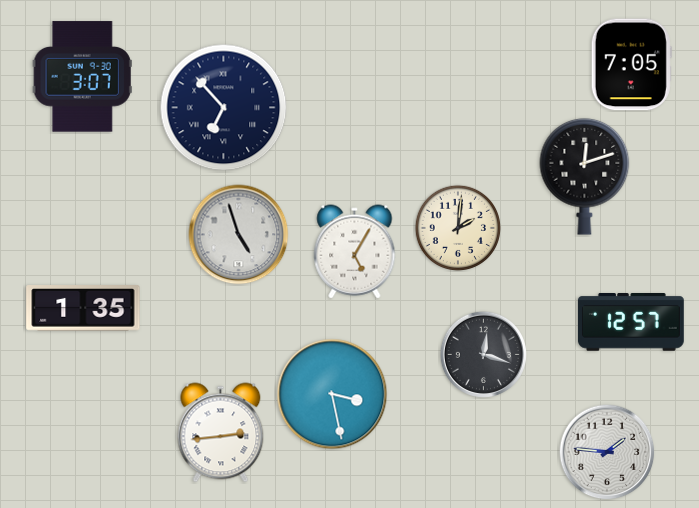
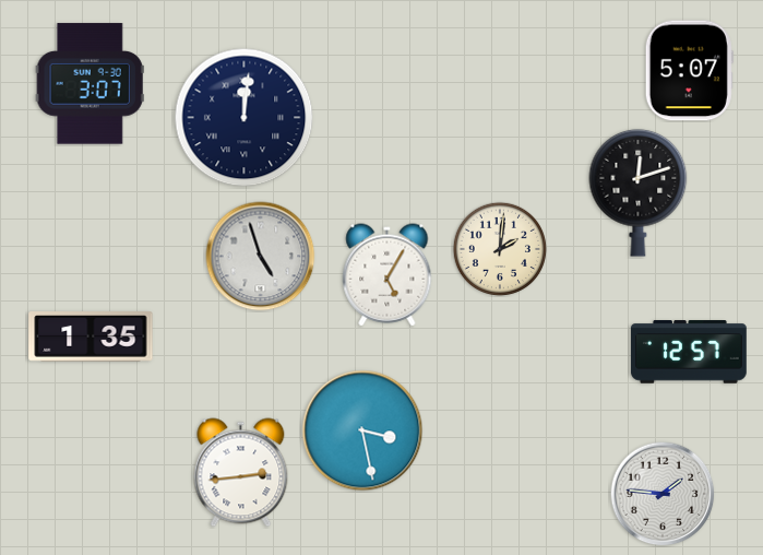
clock at (631, 65): 7:05 -> 5:07
clock at (224, 108): 6:53 -> 12:01
clock at (483, 354): 12:18 -> none
